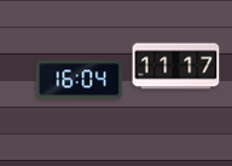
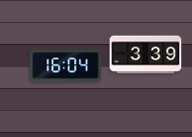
clock at (176, 67): 11:17 -> 3:39
